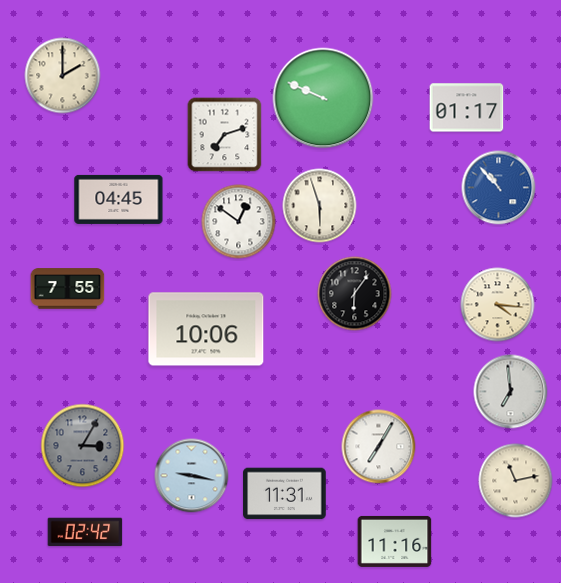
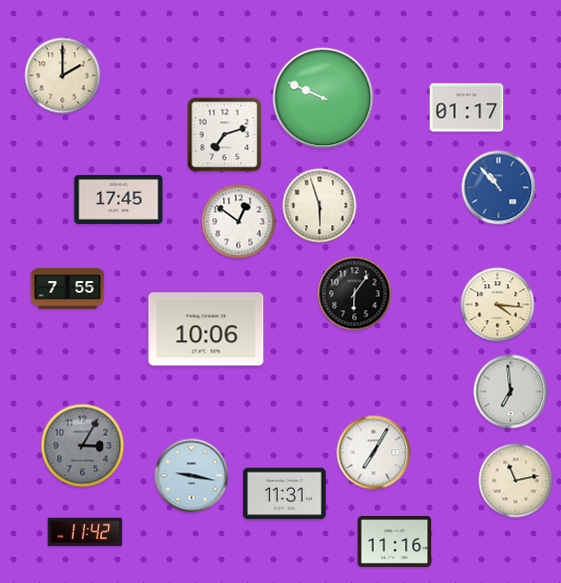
clock at (119, 199): 04:45 -> 17:45
clock at (379, 447) position: (379, 447) -> (374, 453)
clock at (85, 532): 02:42 -> 11:42
